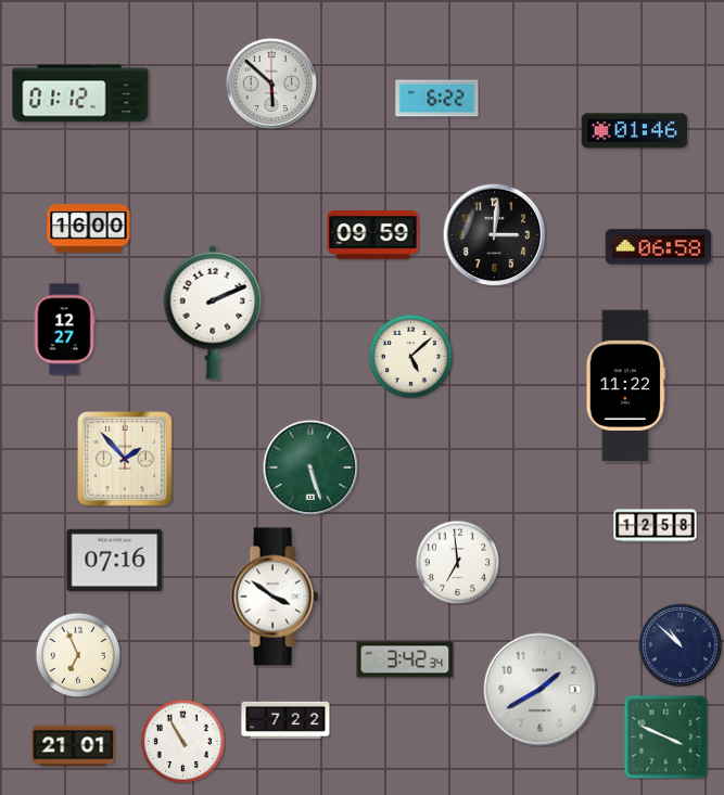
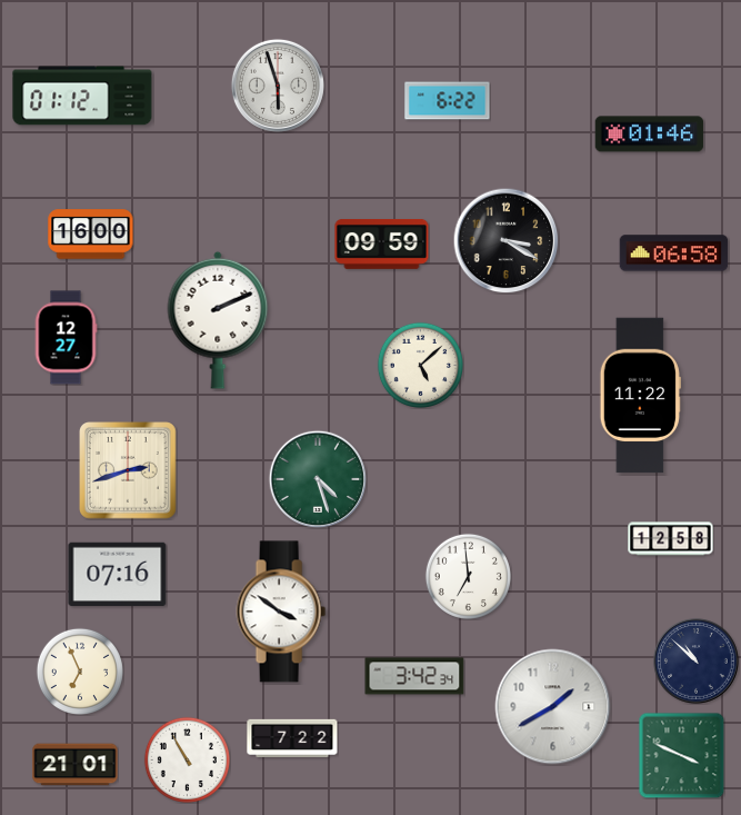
clock at (271, 84): 5:52 -> 5:57
clock at (494, 234): 3:01 -> 3:20
clock at (373, 235) position: (373, 235) -> (382, 245)
clock at (125, 459): 1:53 -> 2:42
clock at (309, 466): 5:27 -> 4:27
